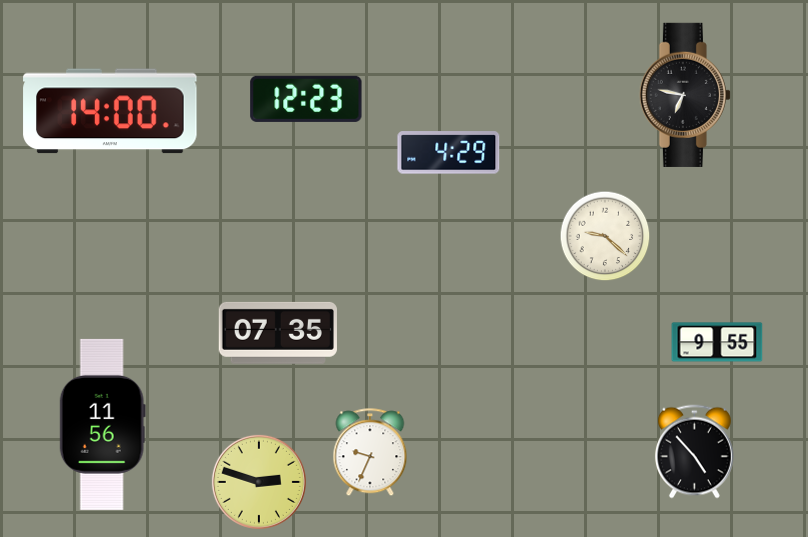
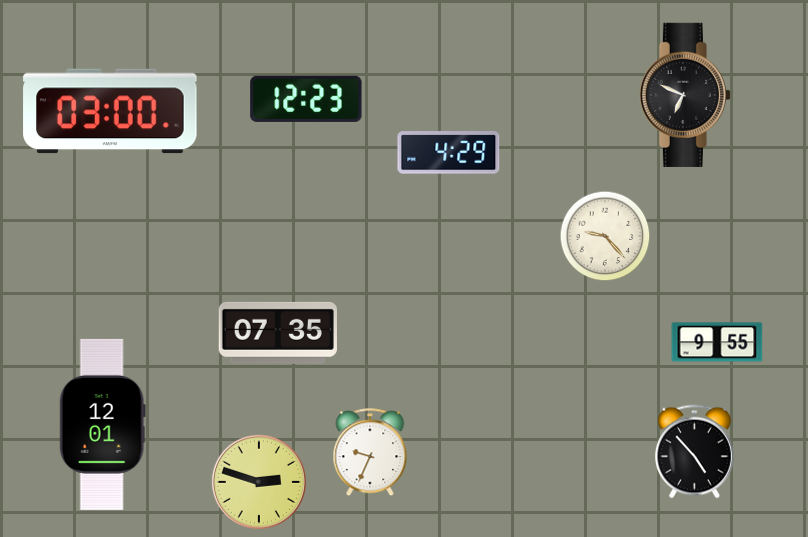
clock at (685, 95): 6:47 -> 6:49
clock at (110, 111): 14:00 -> 03:00
clock at (605, 236): 9:22 -> 9:23
clock at (102, 424): 11:56 -> 12:01
